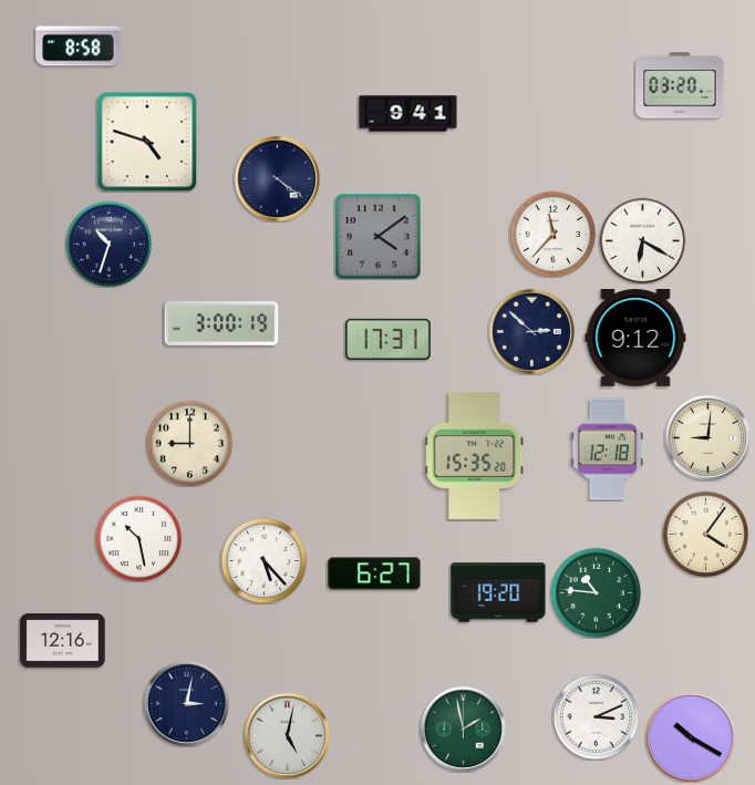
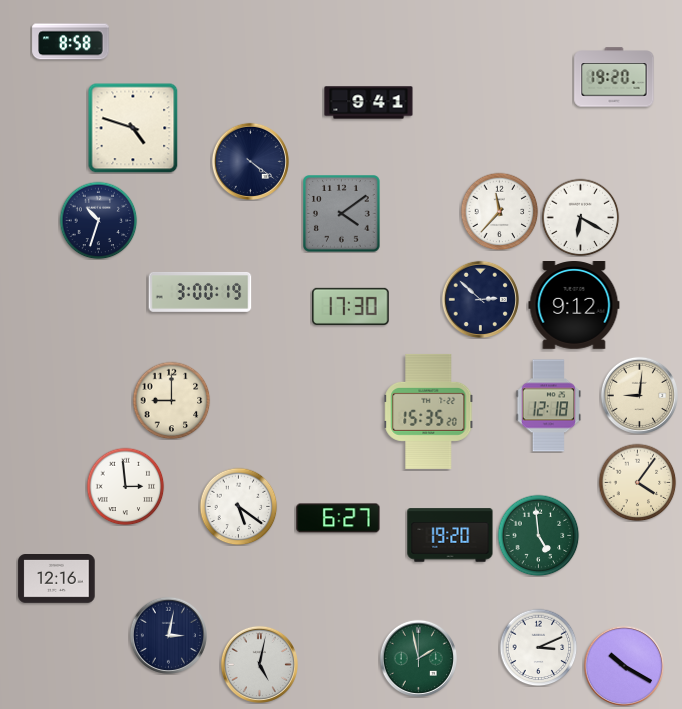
clock at (680, 85): 03:20 -> 19:20
clock at (389, 339): 17:31 -> 17:30
clock at (138, 538): 10:28 -> 2:59
clock at (263, 560): 5:23 -> 5:21
clock at (596, 592): 10:46 -> 4:59
